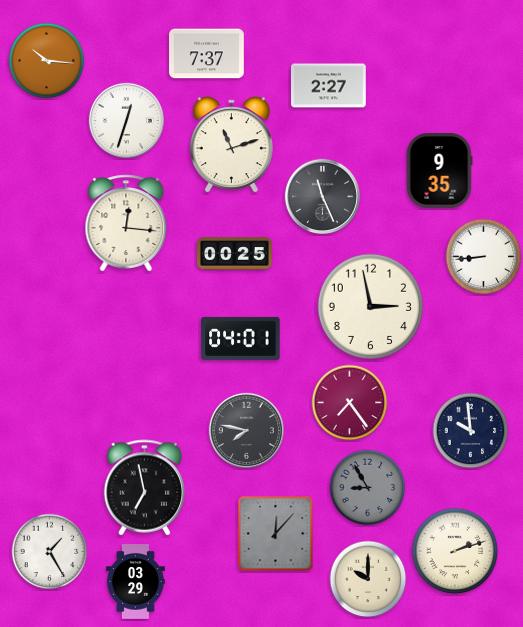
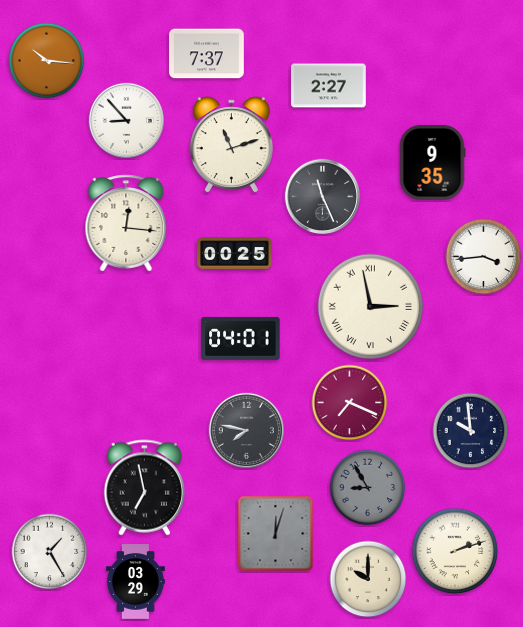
clock at (126, 120): 12:33 -> 8:53
clock at (439, 171) position: (439, 171) -> (432, 163)
clock at (484, 257): 8:44 -> 3:44
clock at (370, 306) numerals: Arabic -> Roman
clock at (350, 403): 7:24 -> 7:19
clock at (276, 534): 12:07 -> 12:03
